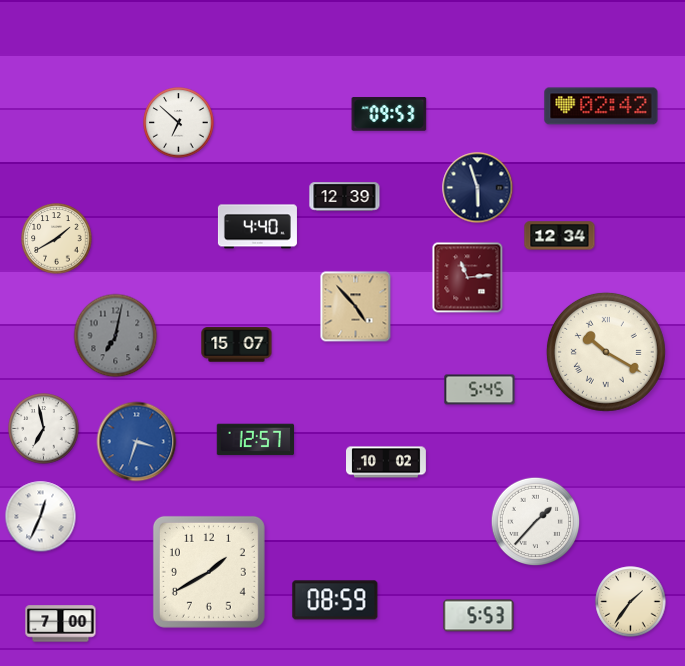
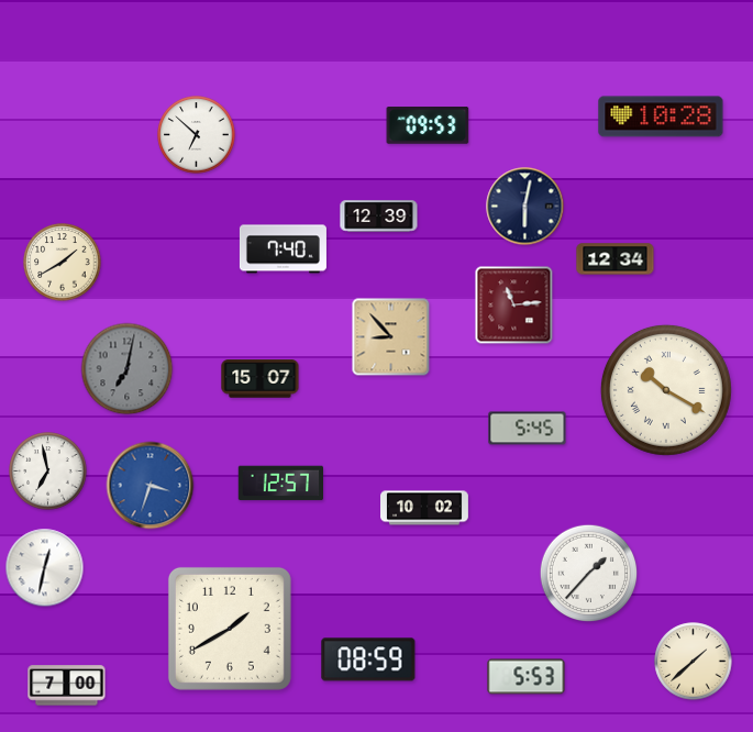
clock at (601, 106): 02:42 -> 10:28
clock at (478, 188): 5:57 -> 6:02
clock at (257, 227): 4:40 -> 7:40
clock at (356, 307): 4:53 -> 8:53
clock at (606, 352) position: (606, 352) -> (666, 390)
clock at (41, 517): 12:34 -> 12:32
clock at (631, 602): 1:36 -> 1:38
